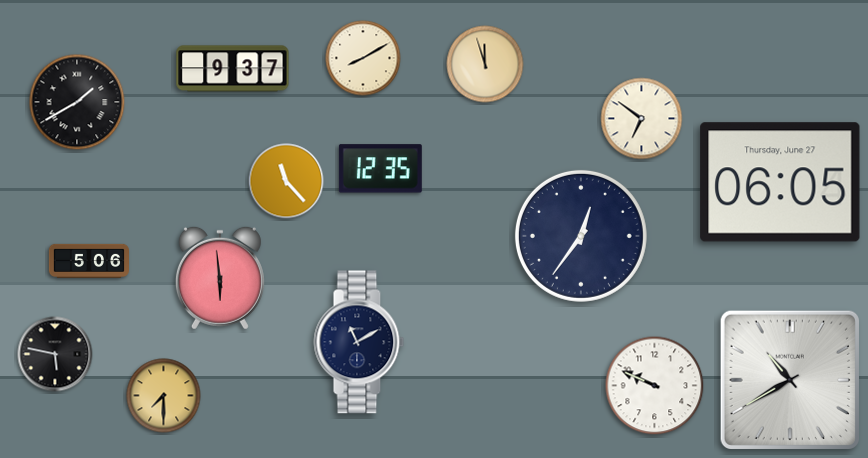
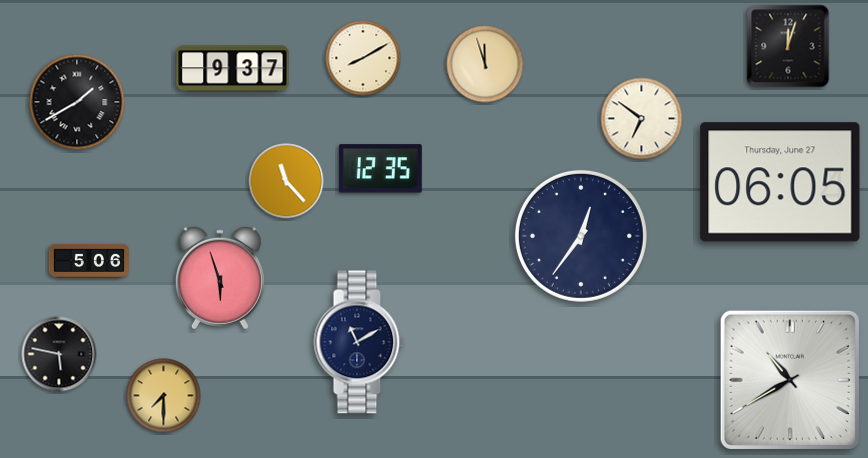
clock at (788, 46): none -> 12:03
clock at (220, 278): 5:59 -> 5:57
clock at (55, 354) position: (55, 354) -> (59, 354)
clock at (655, 386): 9:49 -> none
